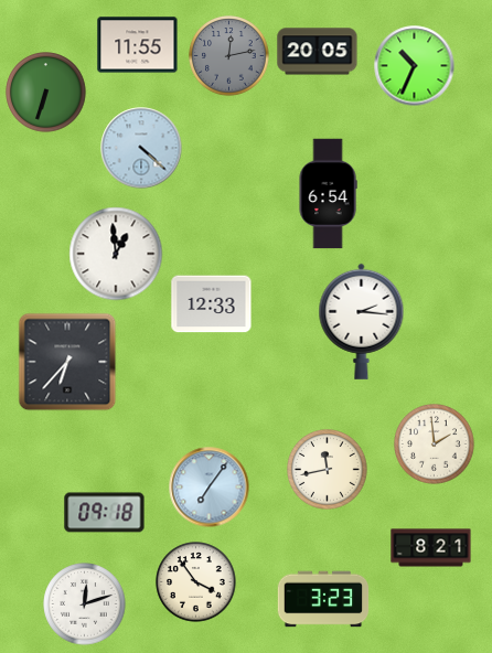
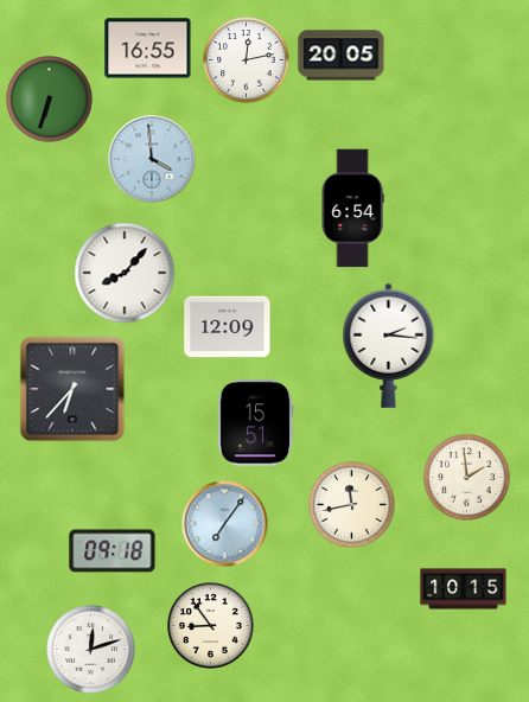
clock at (138, 45): 11:55 -> 16:55
clock at (229, 56) dial: grey -> white
clock at (415, 66): 10:34 -> none
clock at (141, 148): 4:22 -> 3:59
clock at (116, 254): 12:59 -> 8:07
clock at (212, 304): 12:33 -> 12:09
clock at (255, 423): none -> 15:51
clock at (431, 548): 8:21 -> 10:15
clock at (196, 582): 3:54 -> 8:54
clock at (323, 599): 3:23 -> none
